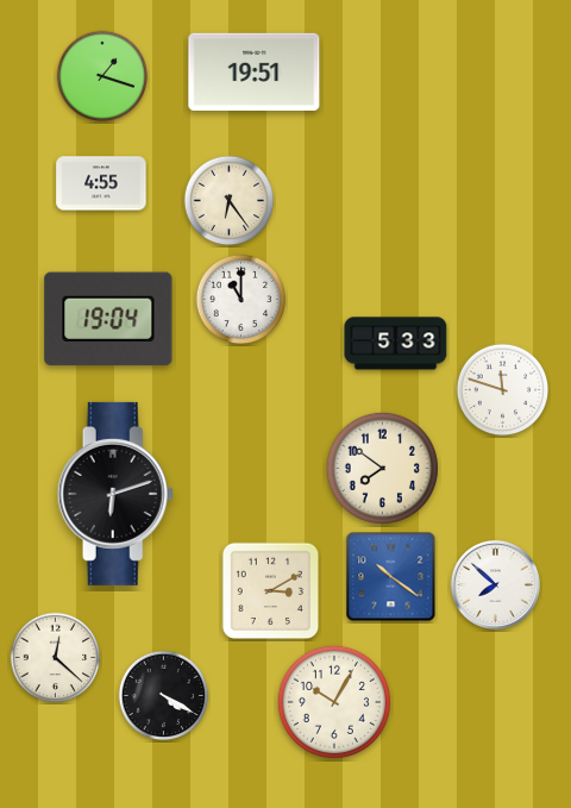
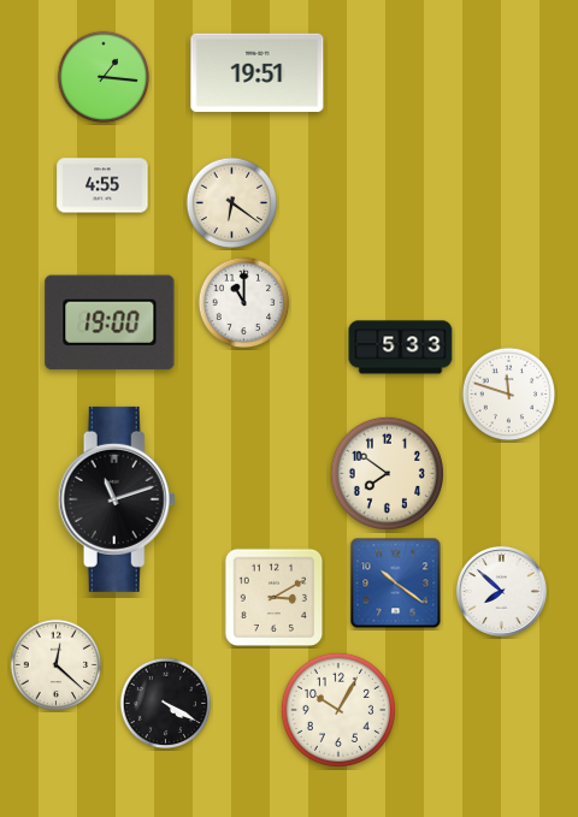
clock at (102, 76): 1:18 -> 1:16
clock at (230, 201): 6:24 -> 6:21
clock at (108, 319): 19:04 -> 19:00
clock at (115, 494): 6:12 -> 11:12
